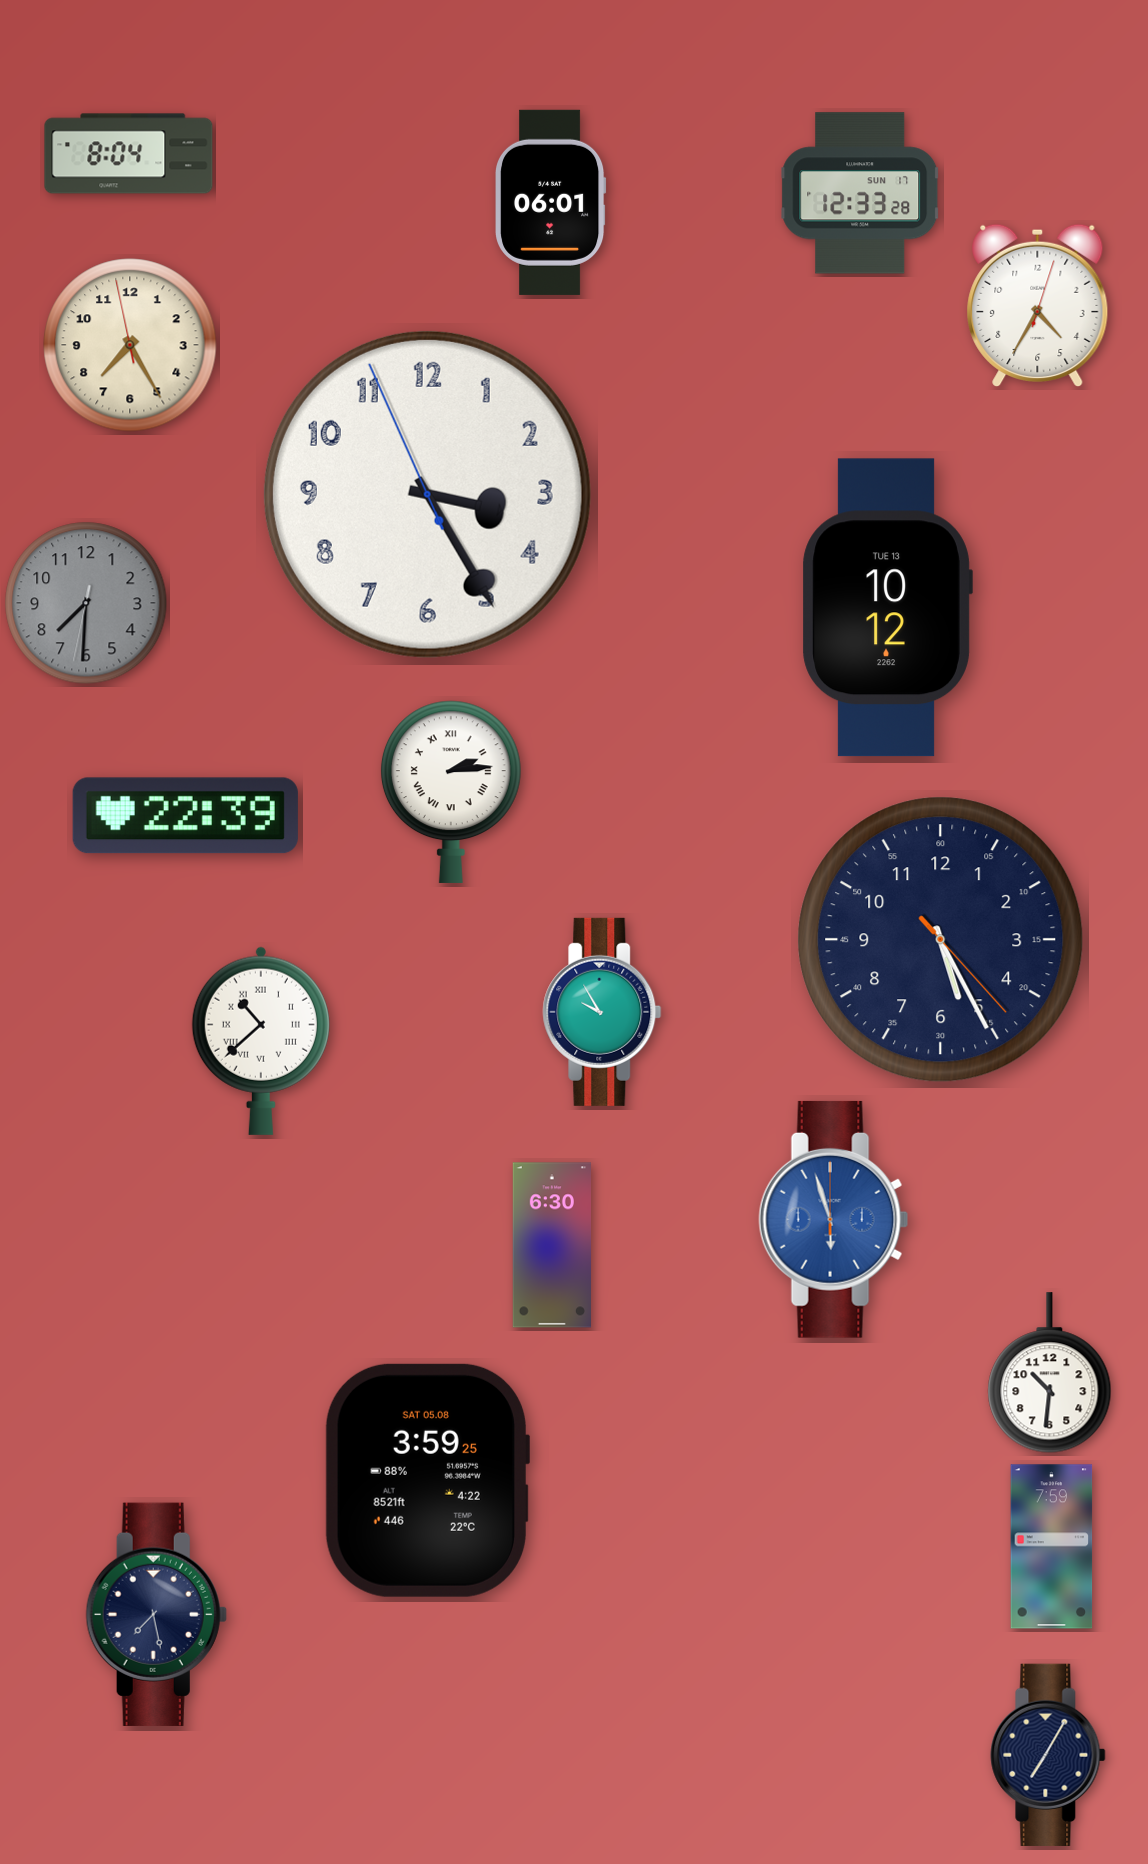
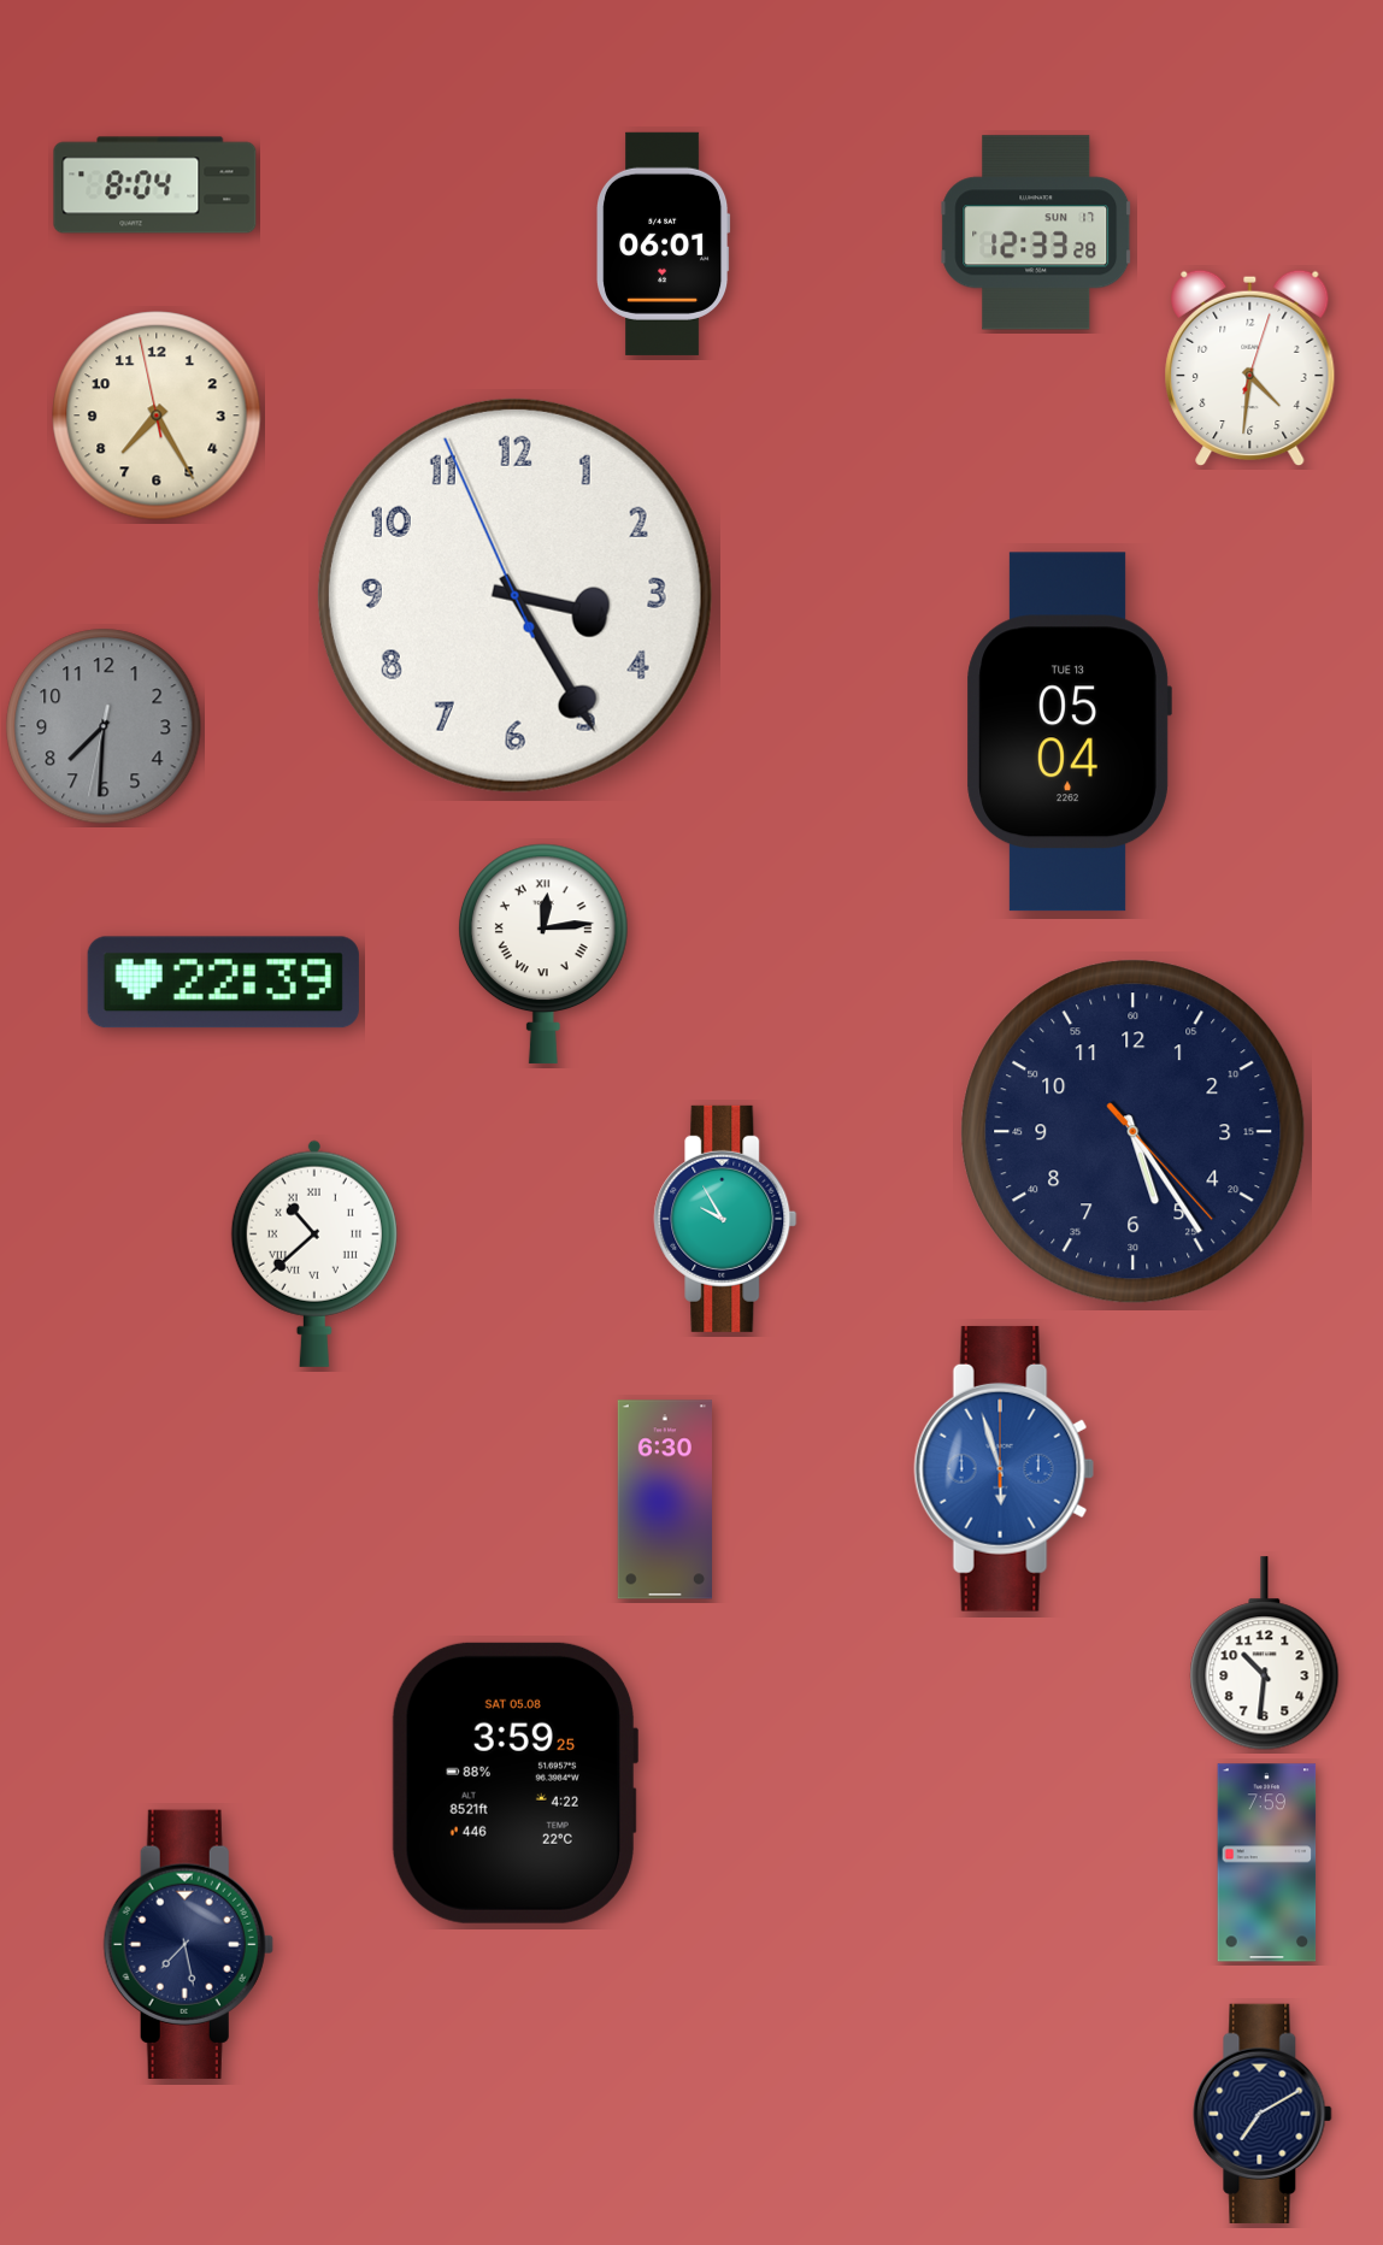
clock at (1038, 306): 4:35 -> 4:31
clock at (887, 608): 10:12 -> 05:04
clock at (451, 792): 2:14 -> 12:14
clock at (941, 940): 5:25 -> 5:24
clock at (1048, 1755): 7:05 -> 7:10
